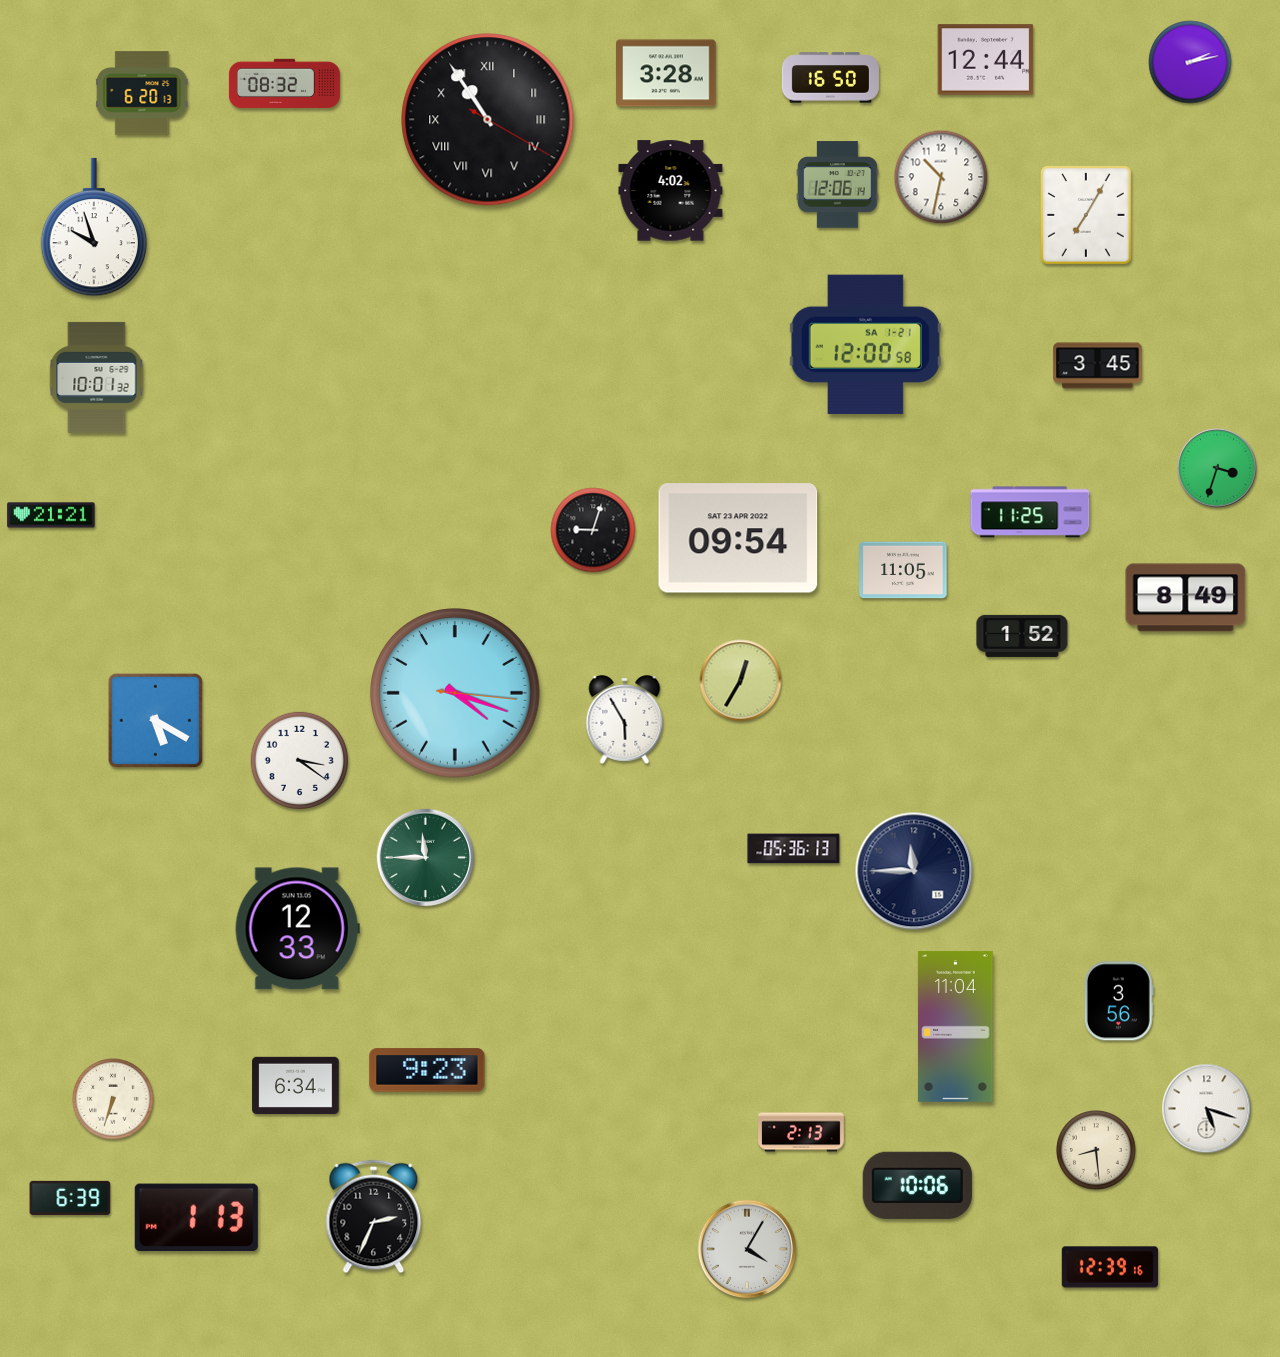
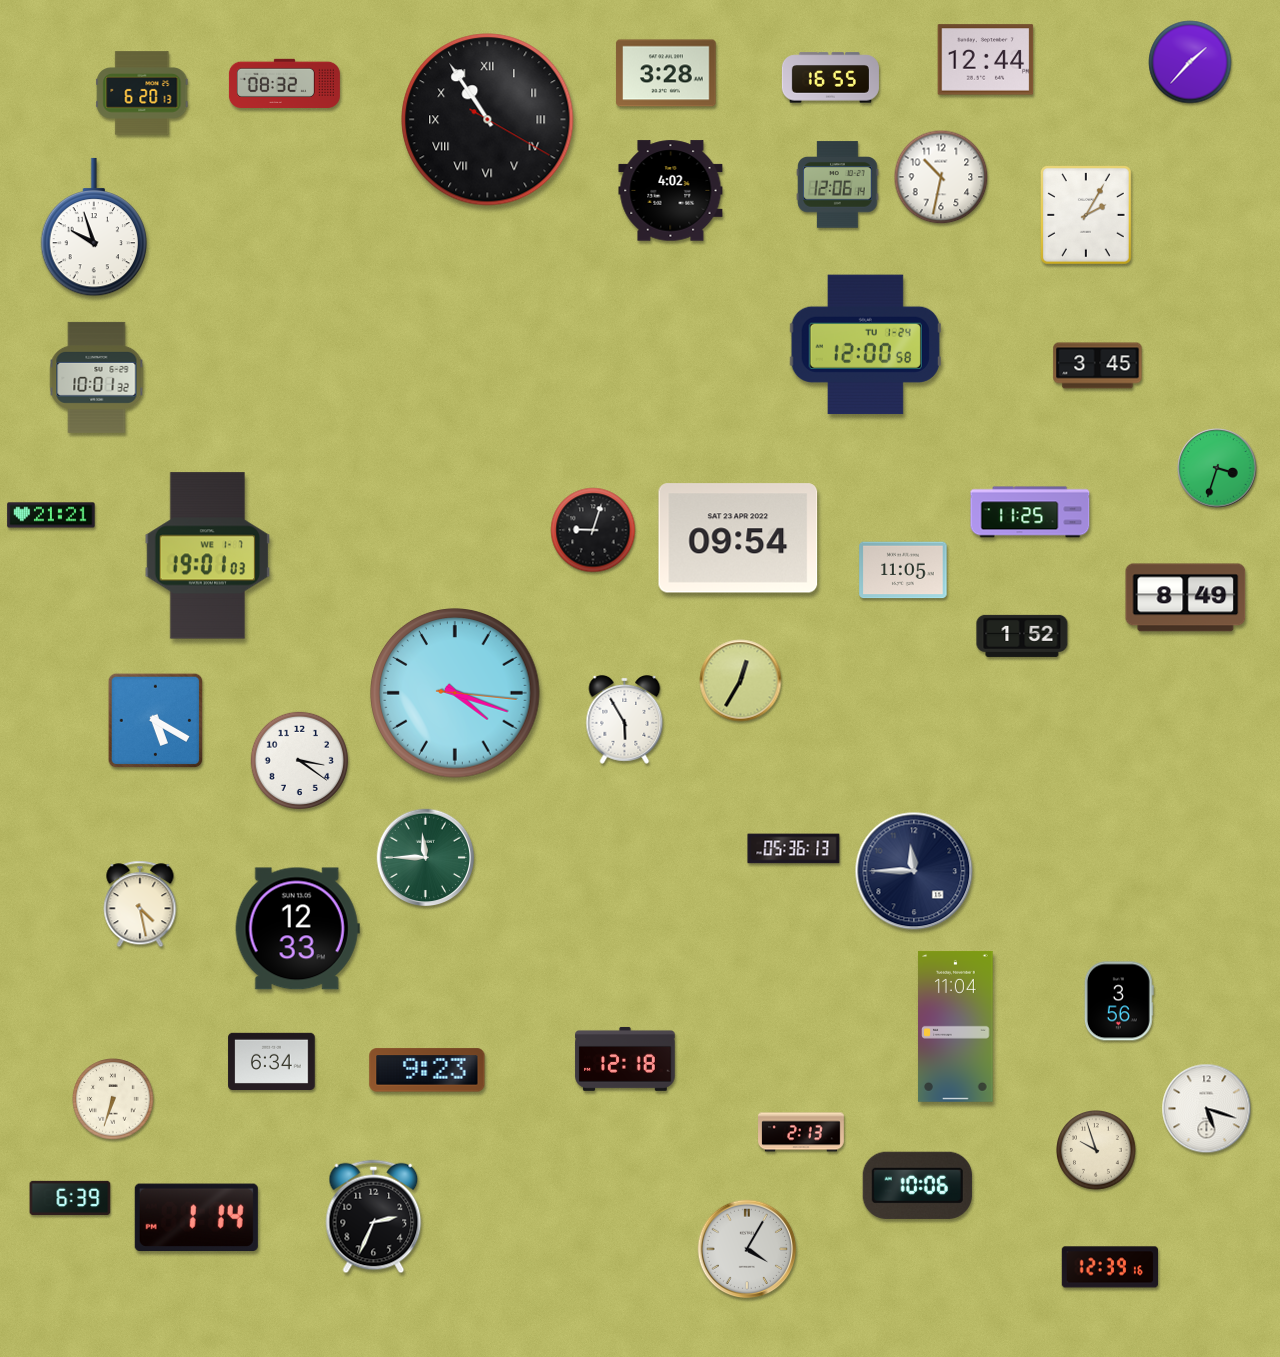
clock at (1190, 62): 2:13 -> 1:37
clock at (830, 78): 16:50 -> 16:55
clock at (1086, 216): 7:05 -> 2:05
clock at (865, 345) date: SA 1-21 -> TU 1-24
clock at (208, 556): none -> 19:01
clock at (140, 904): none -> 4:28
clock at (625, 1059): none -> 12:18
clock at (296, 1085) position: (296, 1085) -> (272, 1061)
clock at (1096, 1150): 8:29 -> 9:57
clock at (196, 1218): 1:13 -> 1:14
